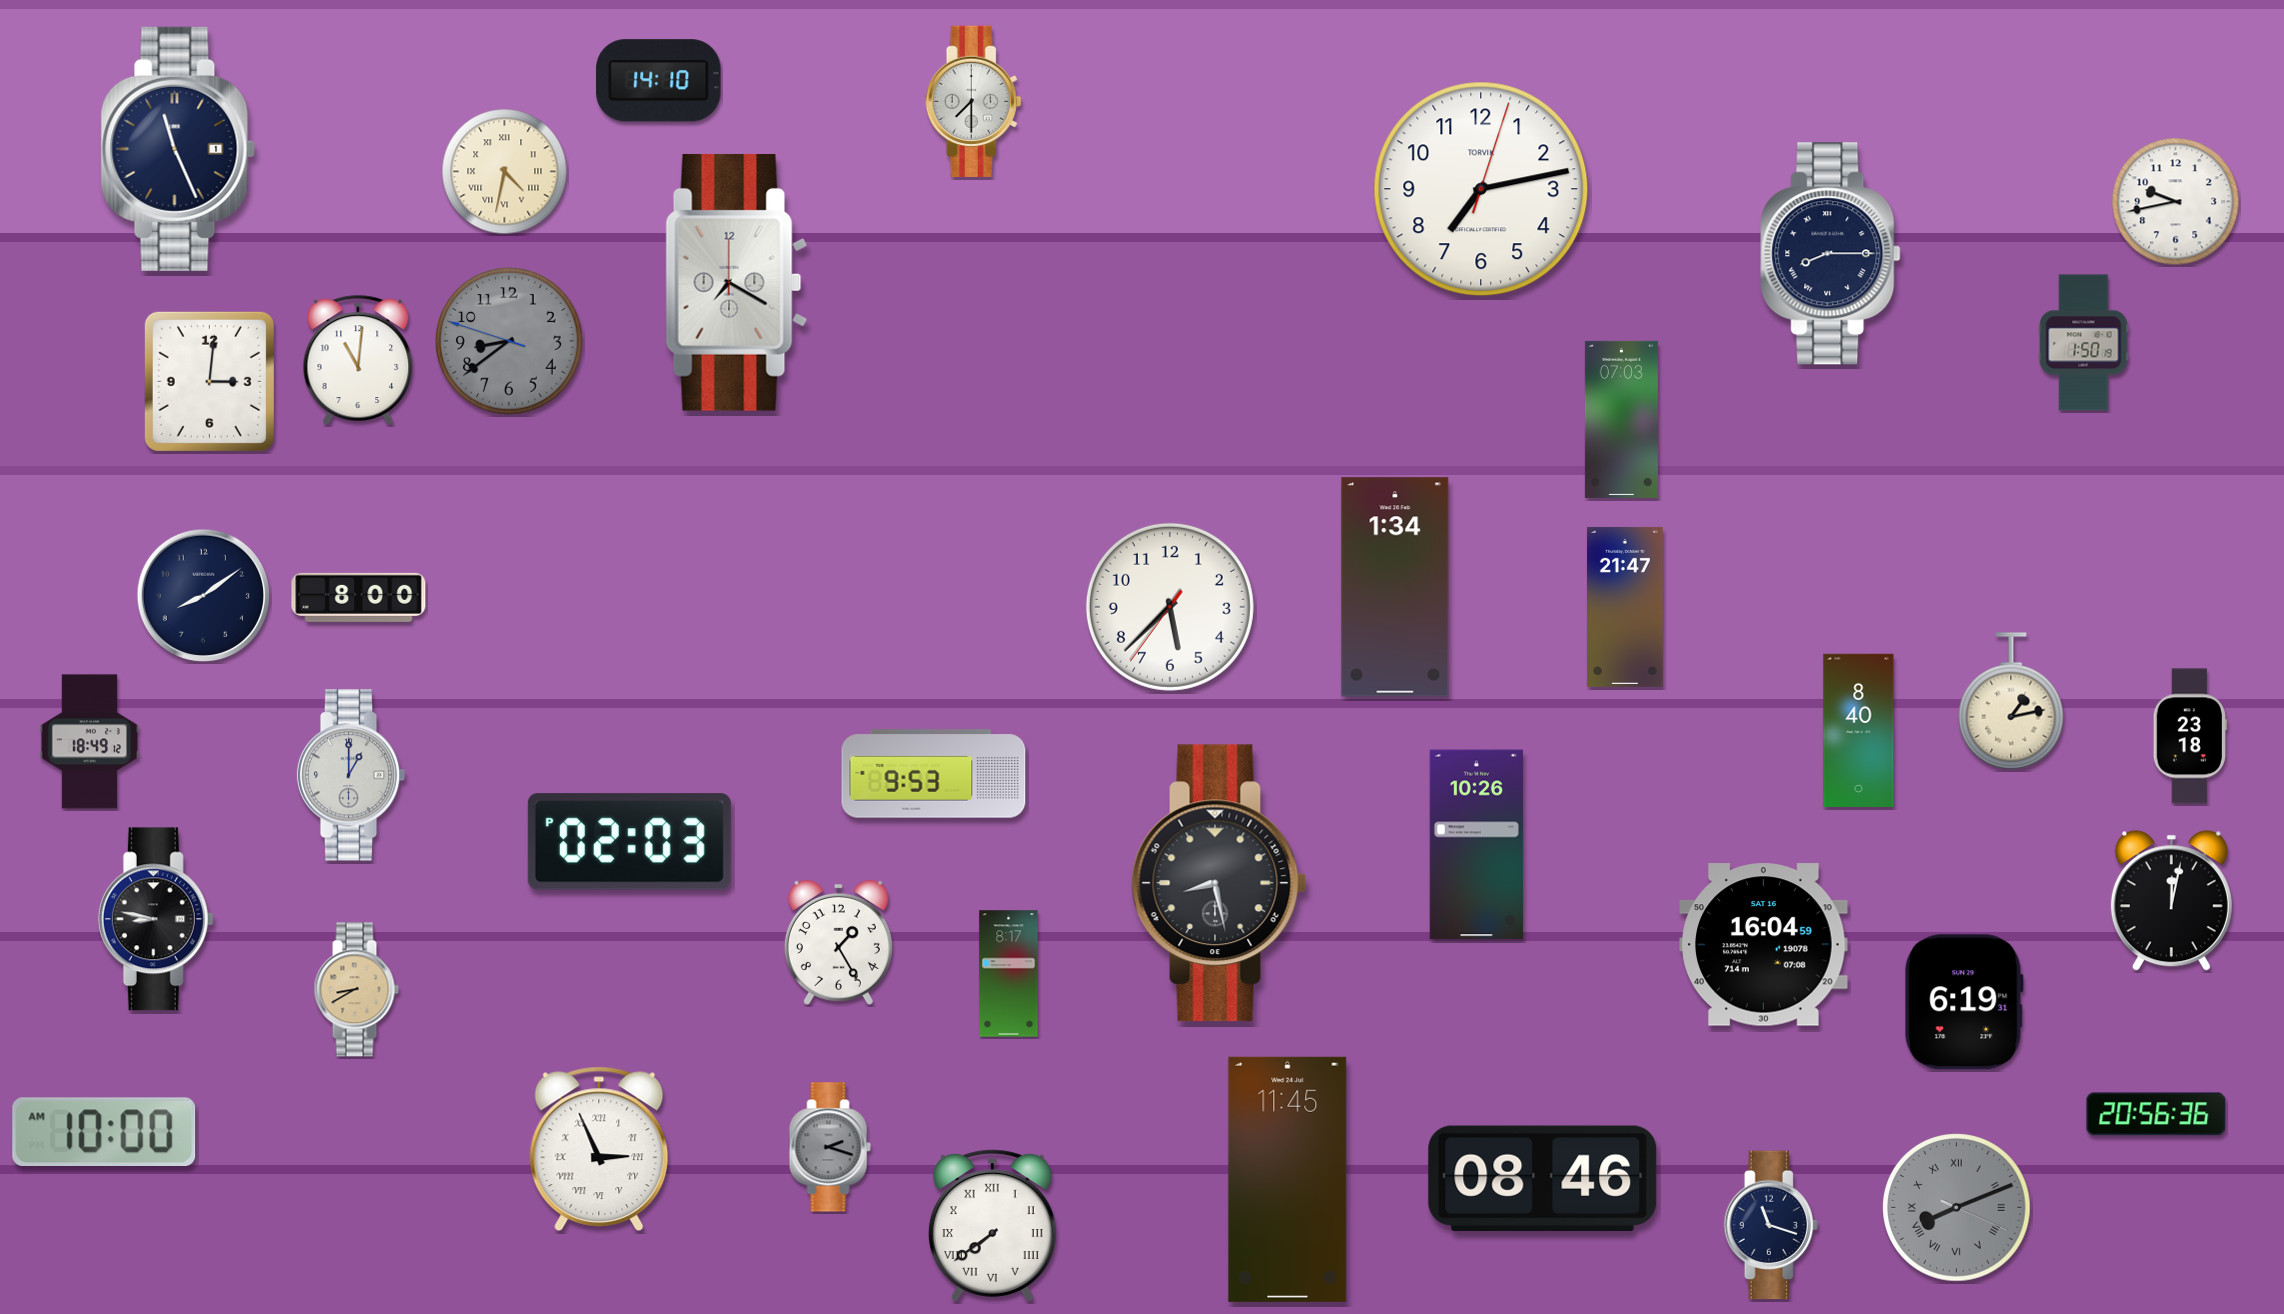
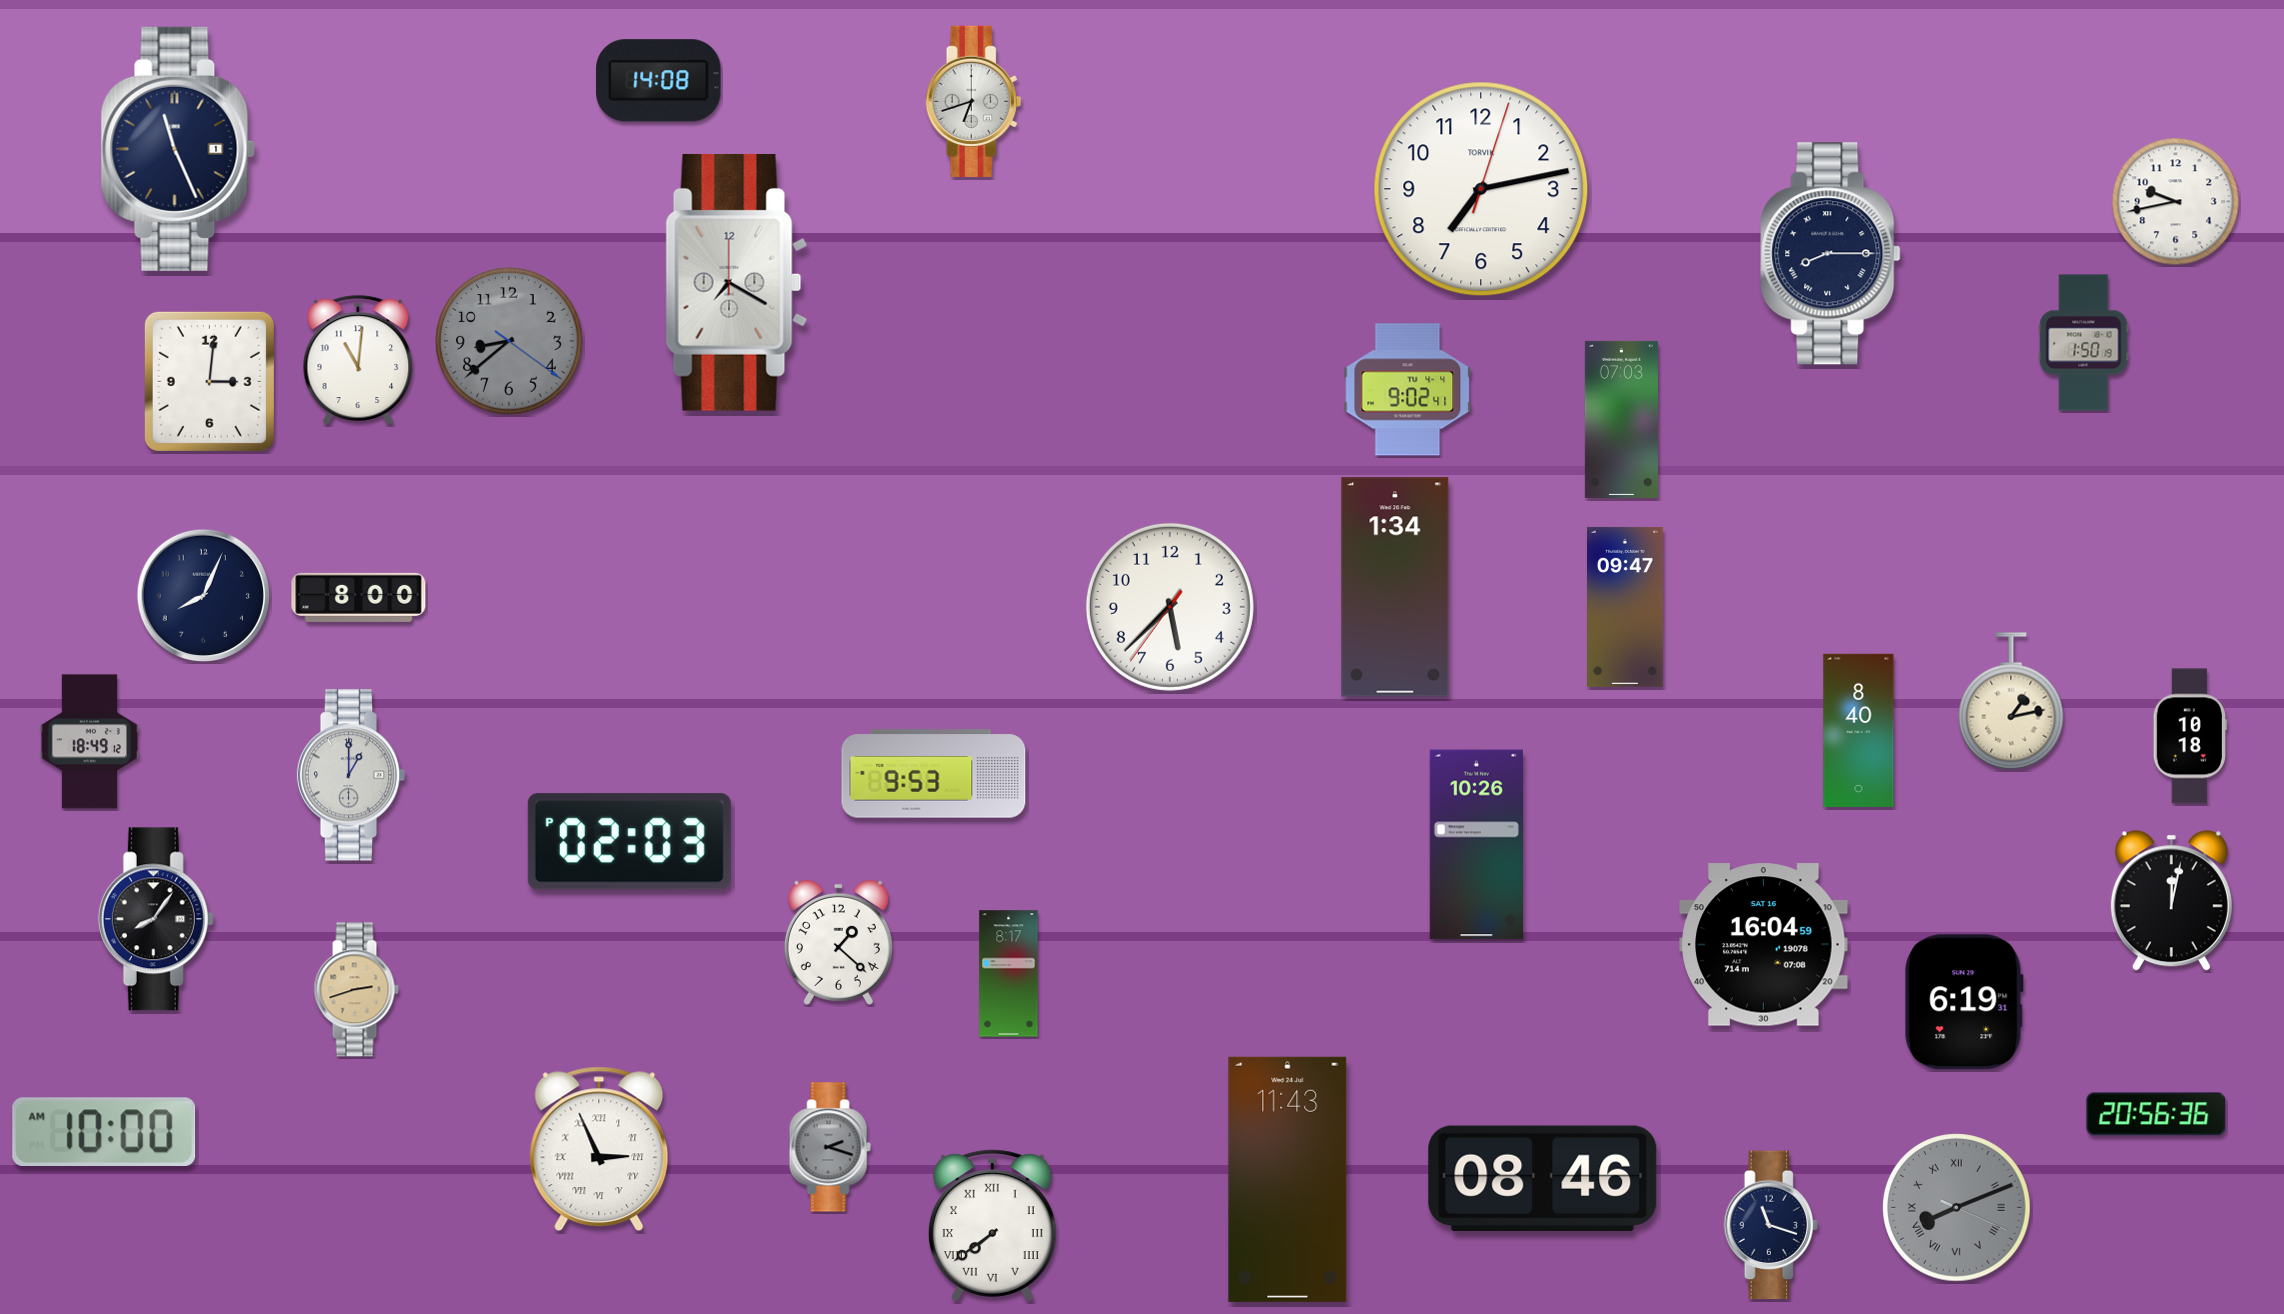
clock at (659, 81): 14:10 -> 14:08
clock at (974, 101): 7:30 -> 6:42
clock at (505, 172): 4:32 -> none
clock at (509, 341): 8:38:48 -> 8:38:21
clock at (1408, 390): none -> 9:02
clock at (203, 595): 8:09 -> 8:04
clock at (1626, 607): 21:47 -> 09:47
clock at (2190, 736): 23:18 -> 10:18
clock at (1219, 883): 8:28 -> none
clock at (156, 919): 8:47 -> 8:06
clock at (838, 942): 1:25 -> 1:22
clock at (356, 990): 8:40 -> 2:42
clock at (1288, 1179): 11:45 -> 11:43
